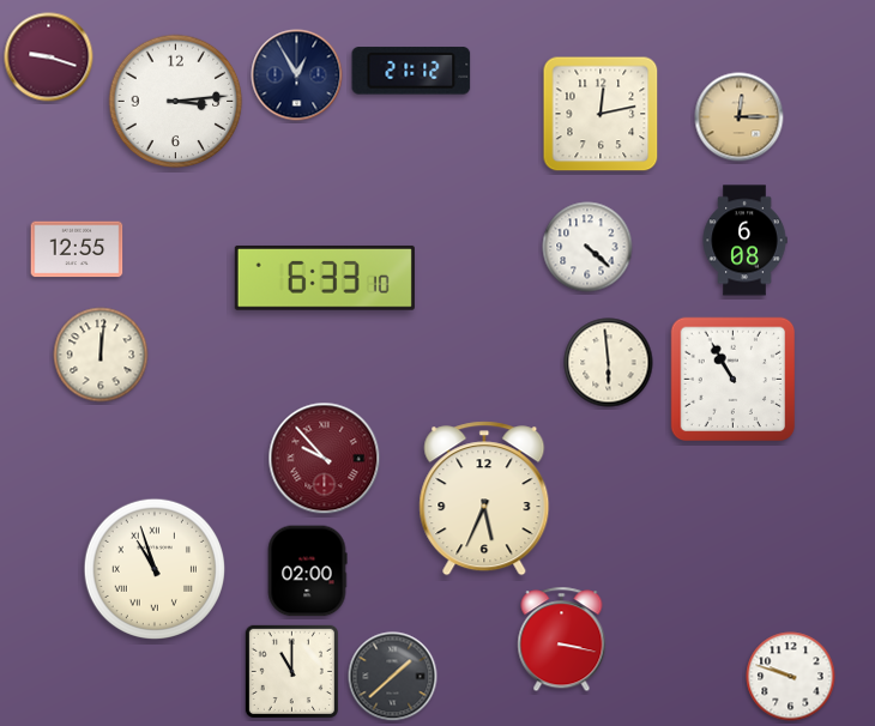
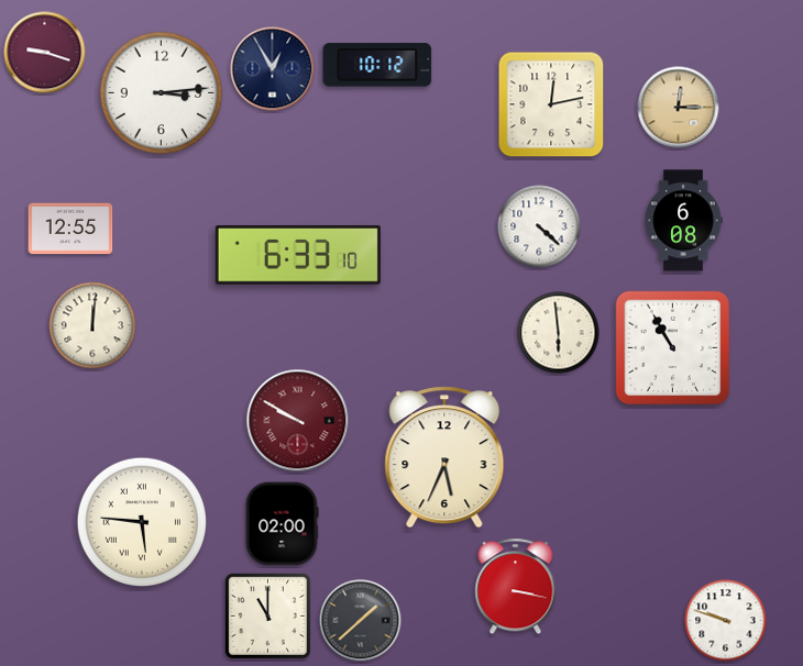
clock at (411, 71): 21:12 -> 10:12
clock at (325, 459): 9:53 -> 9:50
clock at (153, 568): 10:57 -> 5:46
